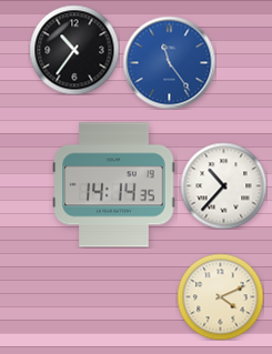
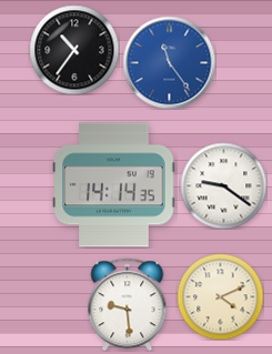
clock at (223, 185): 10:37 -> 9:21
clock at (128, 304): none -> 9:29
